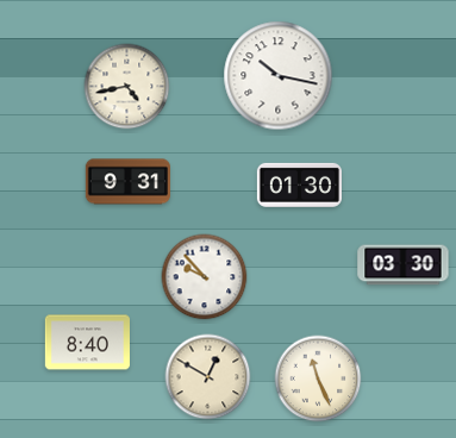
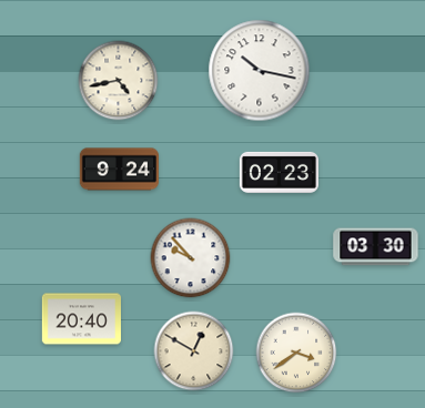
clock at (127, 182): 9:31 -> 9:24
clock at (299, 184): 01:30 -> 02:23
clock at (87, 343): 8:40 -> 20:40
clock at (318, 378): 11:26 -> 3:39
